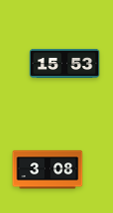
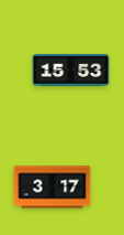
clock at (48, 170): 3:08 -> 3:17
